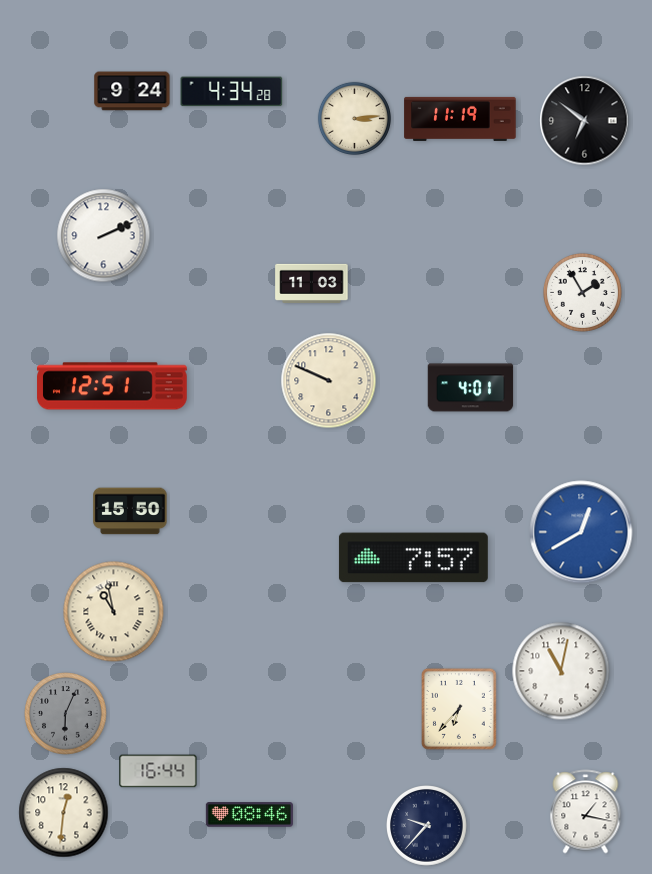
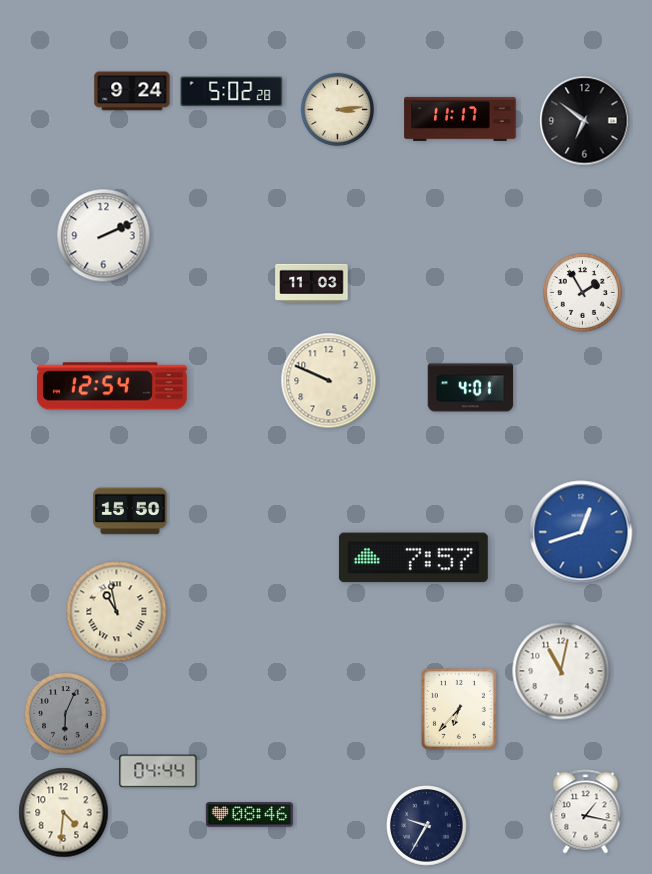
clock at (232, 92): 4:34 -> 5:02
clock at (354, 118) position: (354, 118) -> (337, 109)
clock at (460, 119): 11:19 -> 11:17
clock at (112, 386): 12:51 -> 12:54
clock at (581, 532): 12:40 -> 12:42
clock at (114, 612) position: (114, 612) -> (117, 612)
clock at (158, 771): 16:44 -> 04:44
clock at (64, 813): 12:31 -> 4:31
clock at (427, 826): 9:37 -> 9:35
